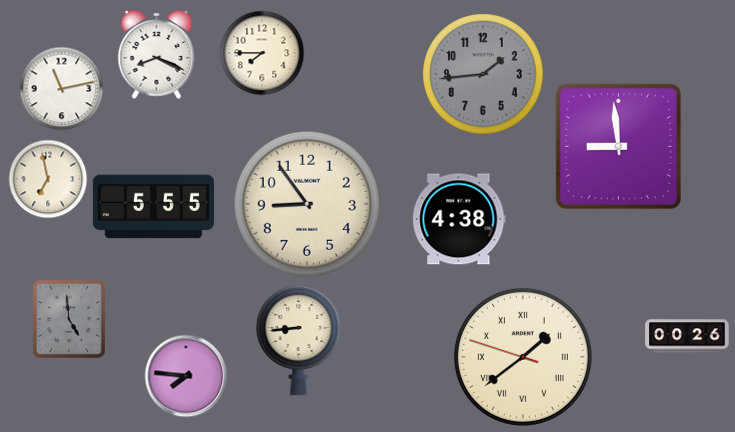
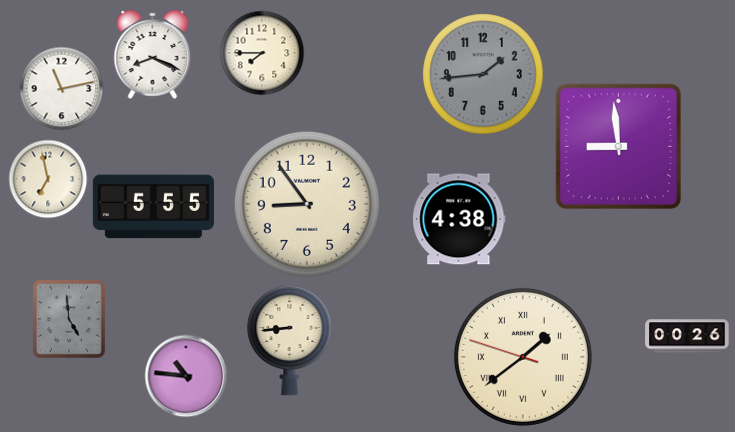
clock at (157, 54) position: (157, 54) -> (153, 54)
clock at (299, 340) position: (299, 340) -> (290, 340)
clock at (186, 376): 7:46 -> 10:46
